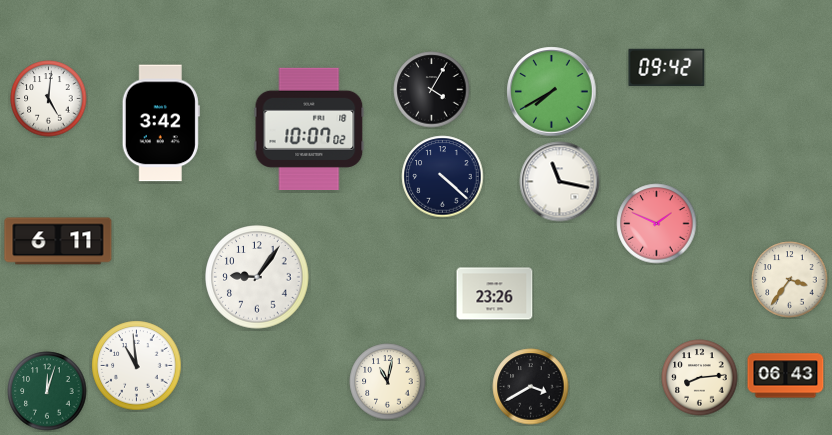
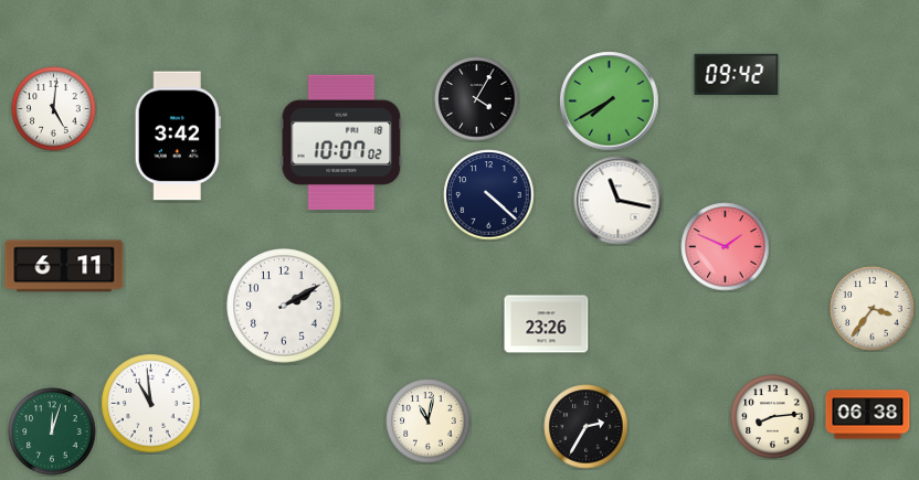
clock at (257, 277): 9:06 -> 2:10
clock at (786, 376): 06:43 -> 06:38
clock at (531, 387): 3:40 -> 2:35
